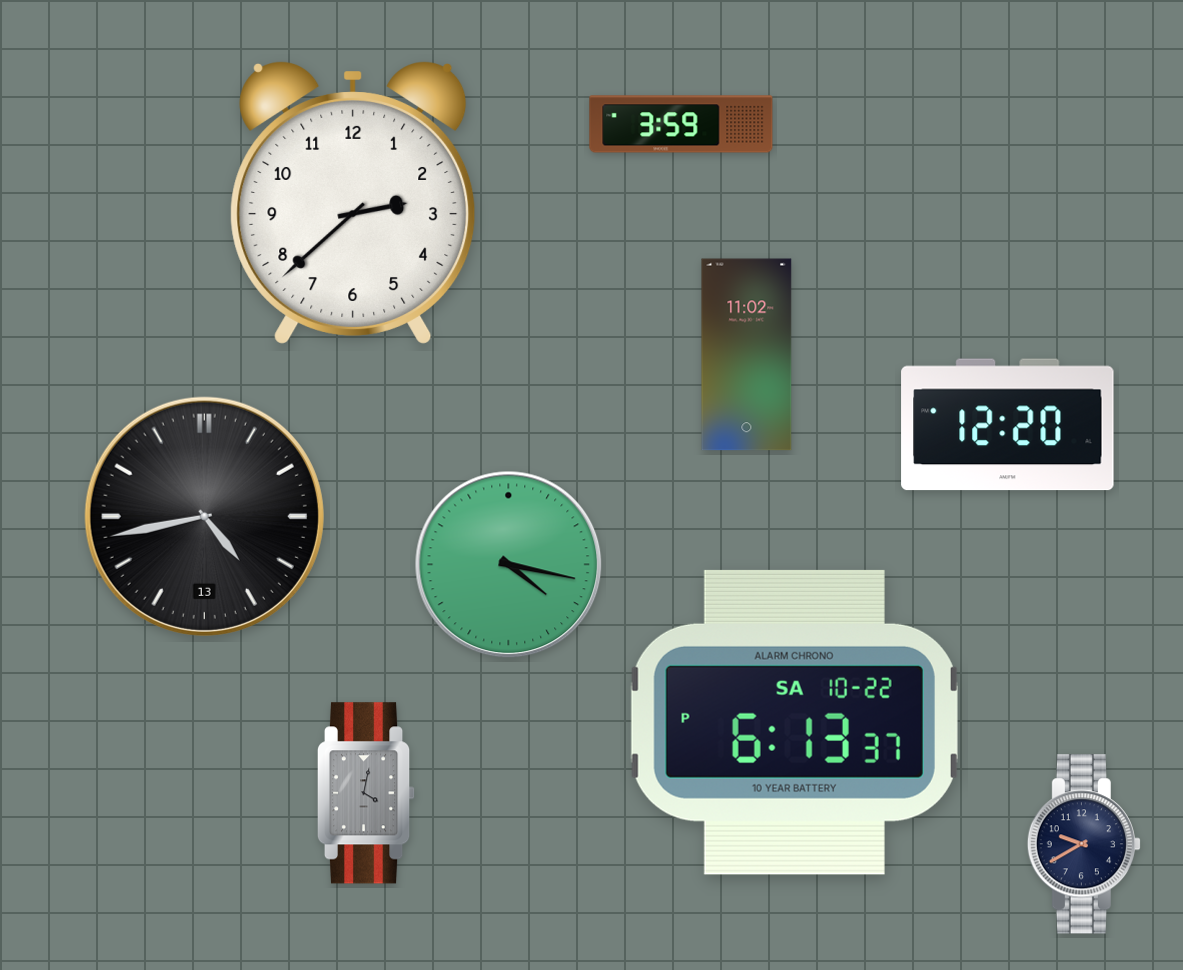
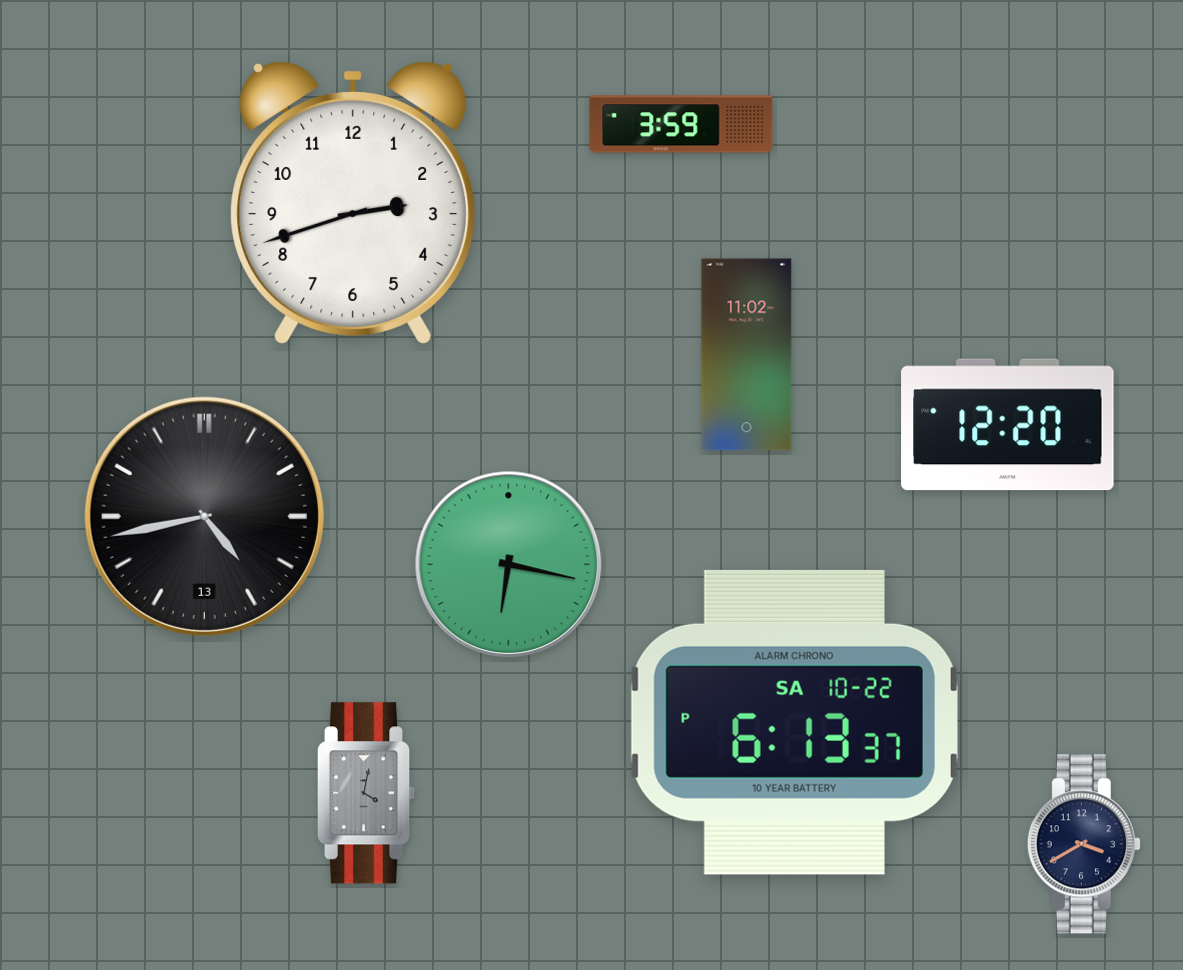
clock at (353, 203): 2:38 -> 2:42
clock at (509, 565): 4:17 -> 6:17
clock at (1084, 844): 9:40 -> 3:40
